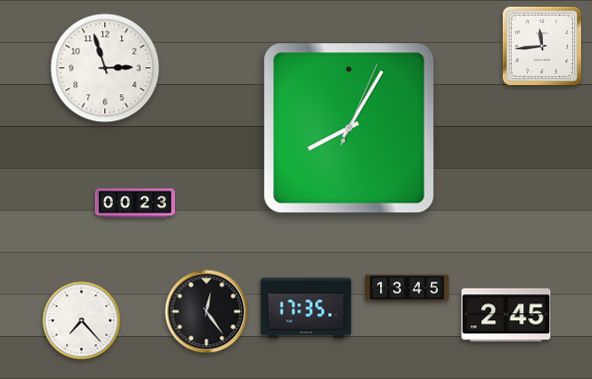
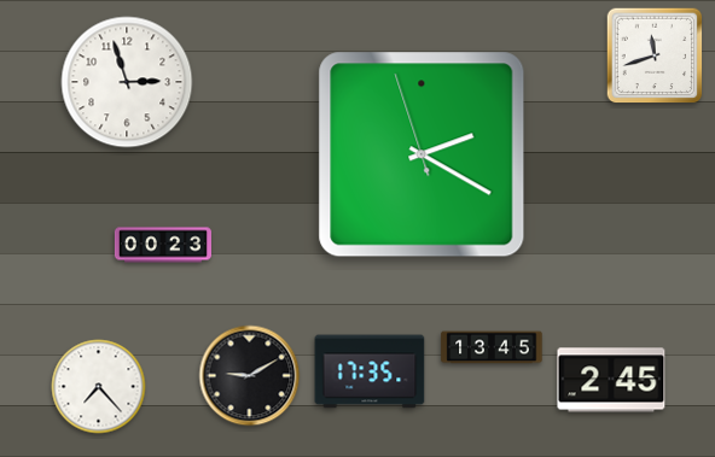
clock at (542, 46): 11:44 -> 11:42
clock at (349, 128): 8:05 -> 2:19
clock at (207, 312): 12:24 -> 9:10
